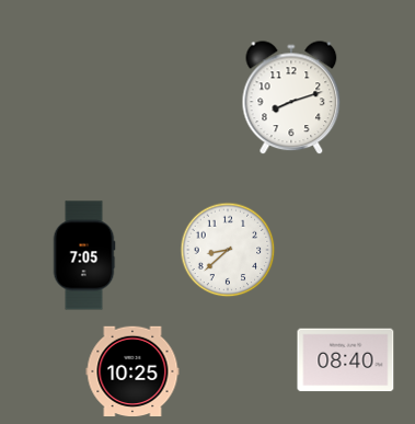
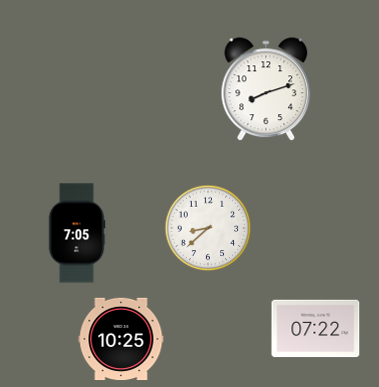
clock at (346, 360): 08:40 -> 07:22
